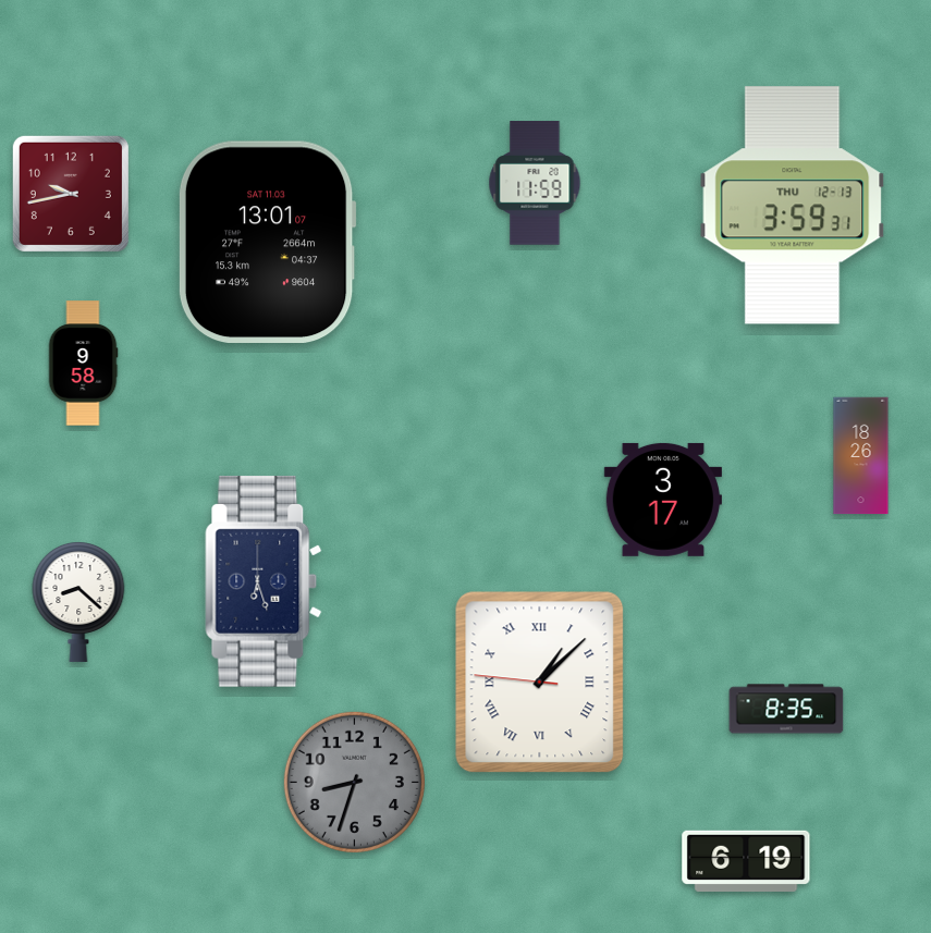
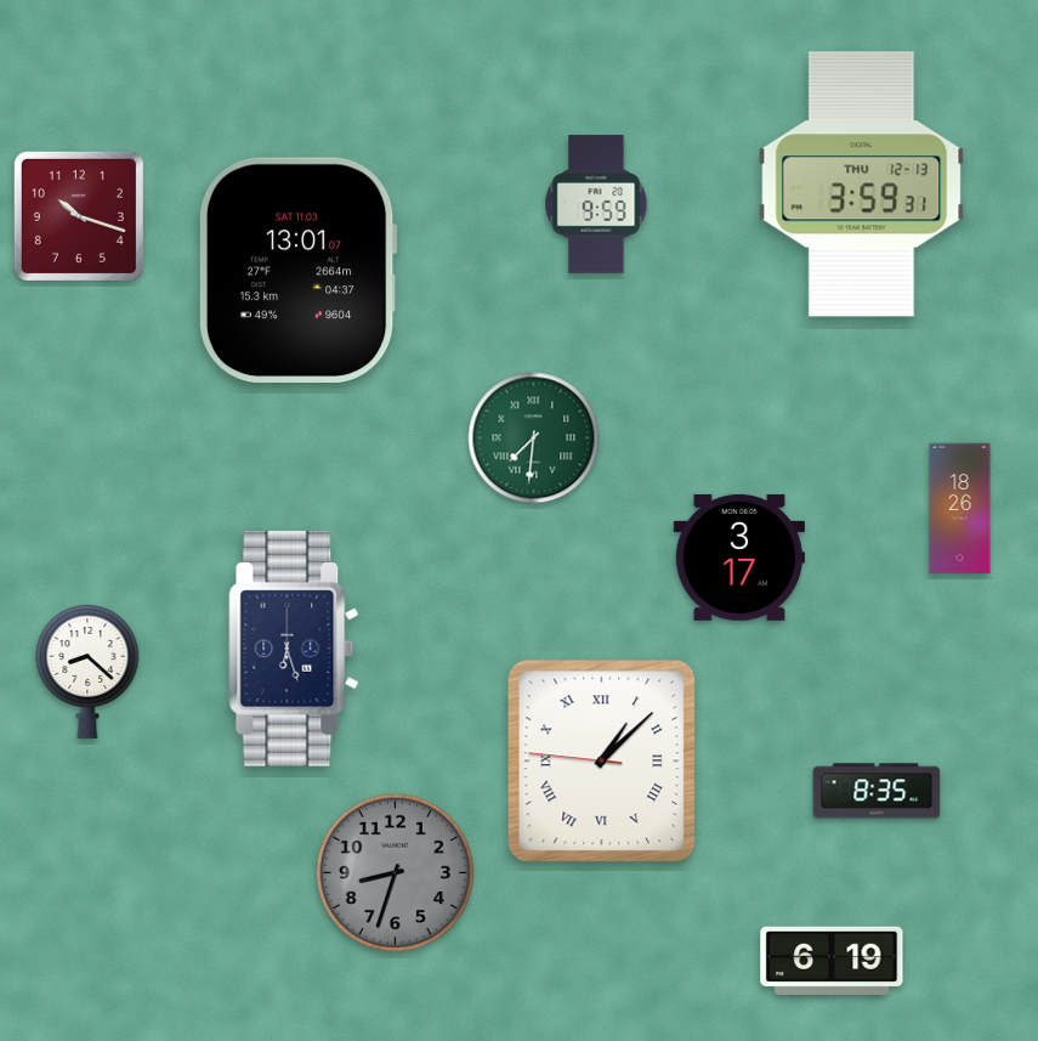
clock at (535, 183): 11:59 -> 9:59
clock at (71, 194): 9:43 -> 10:18
clock at (793, 206) position: (793, 206) -> (862, 185)
clock at (83, 364): 9:58 -> none
clock at (534, 439): none -> 7:31
